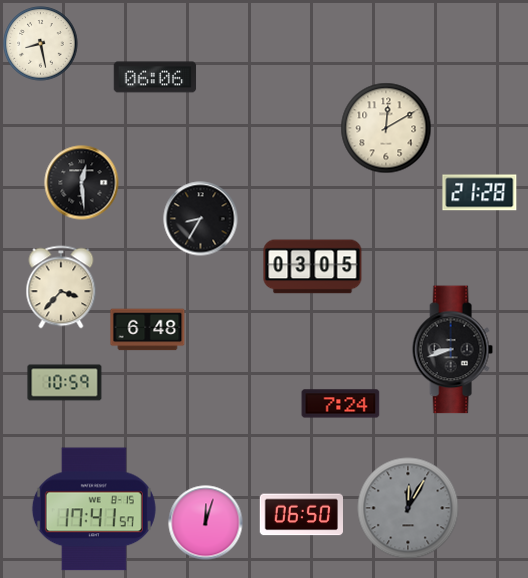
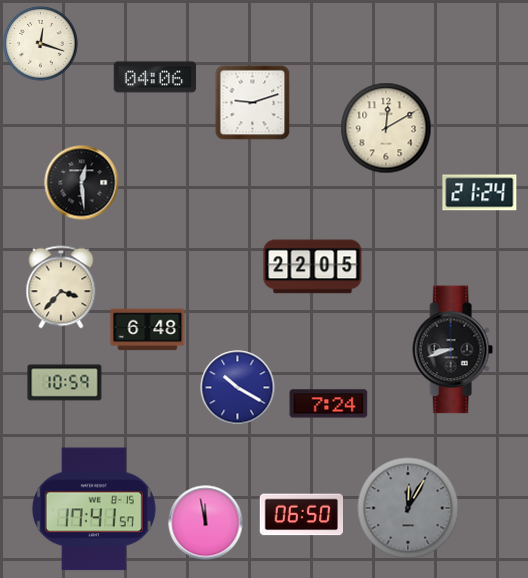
clock at (41, 44): 8:28 -> 12:18
clock at (155, 77): 06:06 -> 04:06
clock at (253, 103): none -> 9:12
clock at (480, 193): 21:28 -> 21:24
clock at (201, 219): 8:35 -> none
clock at (313, 267): 03:05 -> 22:05
clock at (238, 388): none -> 10:20
clock at (341, 404) position: (341, 404) -> (329, 404)
clock at (206, 523): 12:03 -> 11:58
